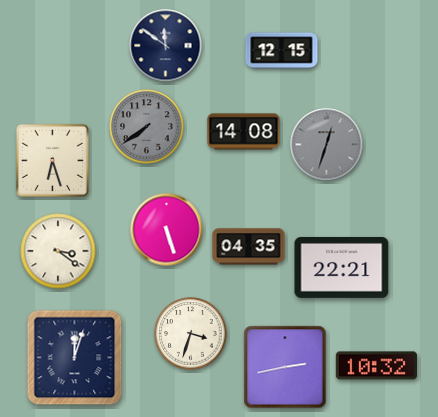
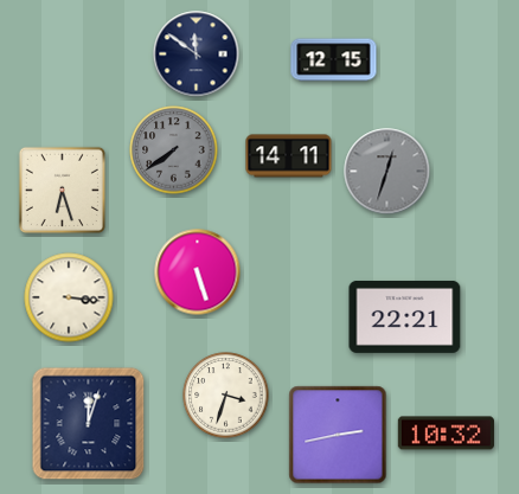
clock at (244, 132): 14:08 -> 14:11
clock at (249, 247): 04:35 -> none
clock at (58, 251): 3:21 -> 3:16
